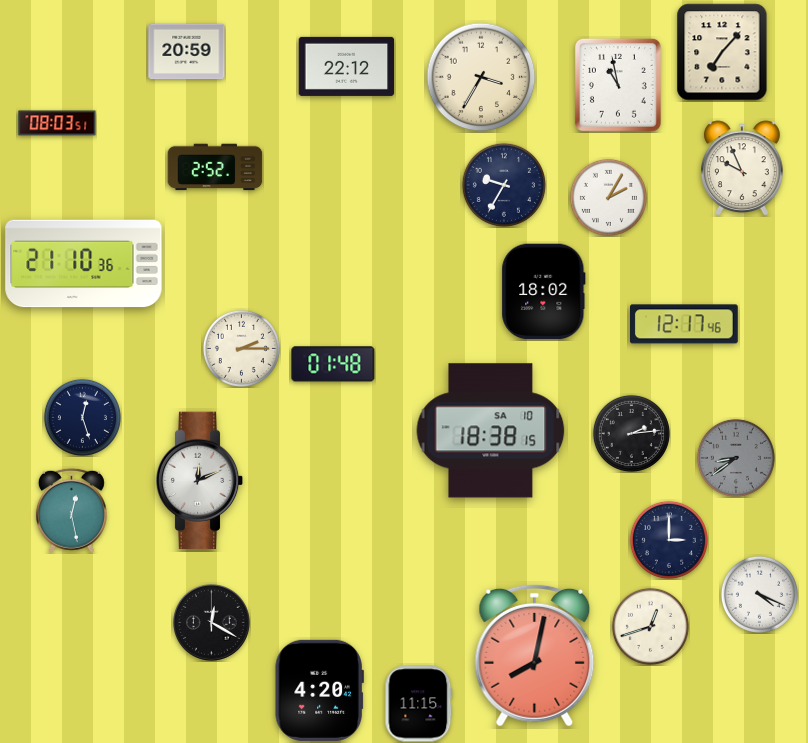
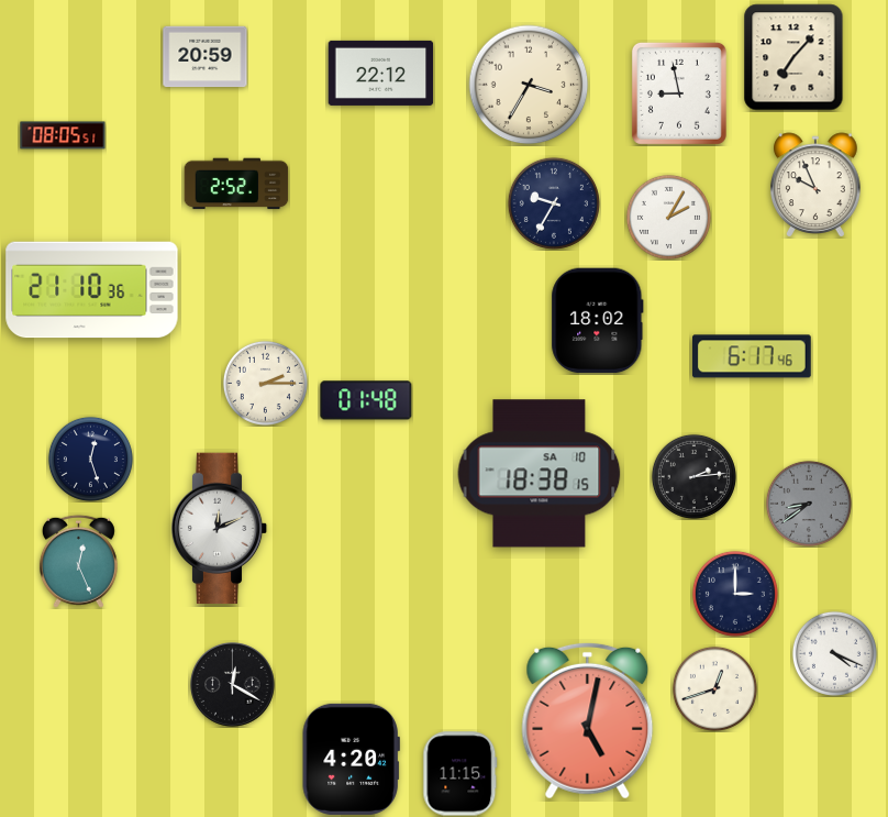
clock at (618, 85): 10:58 -> 8:58
clock at (57, 123): 08:03 -> 08:05
clock at (685, 324): 12:17 -> 6:17
clock at (71, 510): 12:28 -> 12:26
clock at (535, 655): 8:02 -> 5:02
